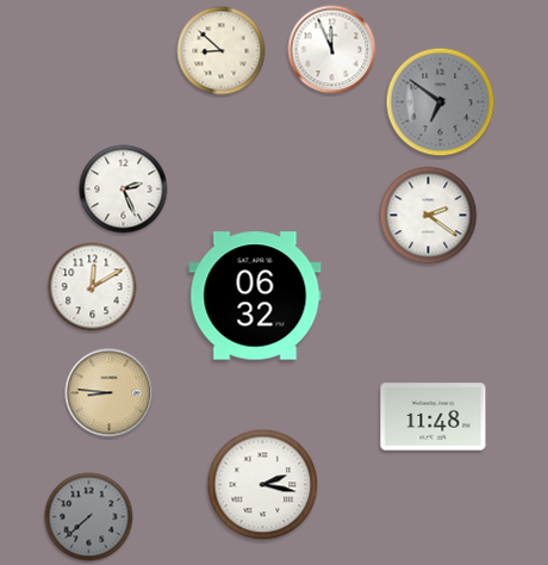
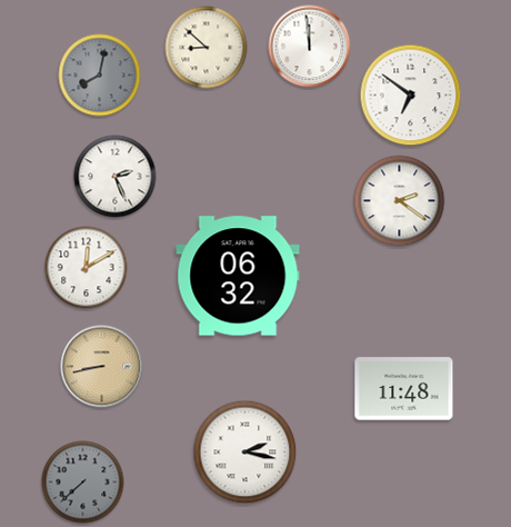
clock at (332, 50): 11:56 -> 11:59
clock at (100, 76): none -> 8:02
clock at (441, 103) dial: grey -> white
clock at (110, 393): 8:46 -> 8:43
